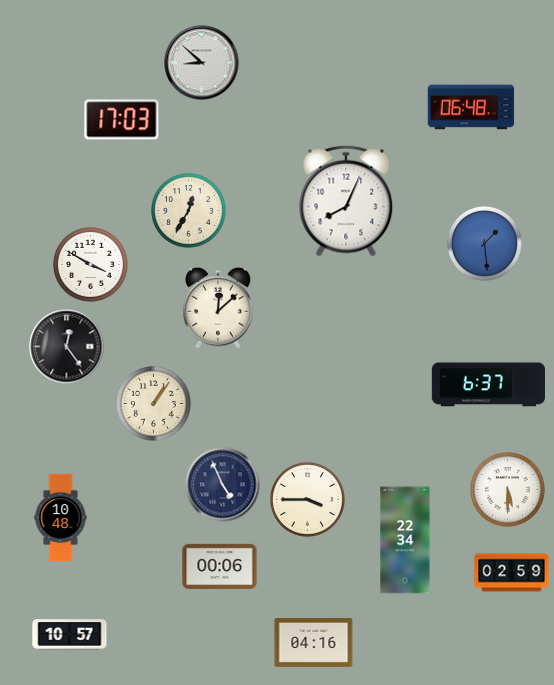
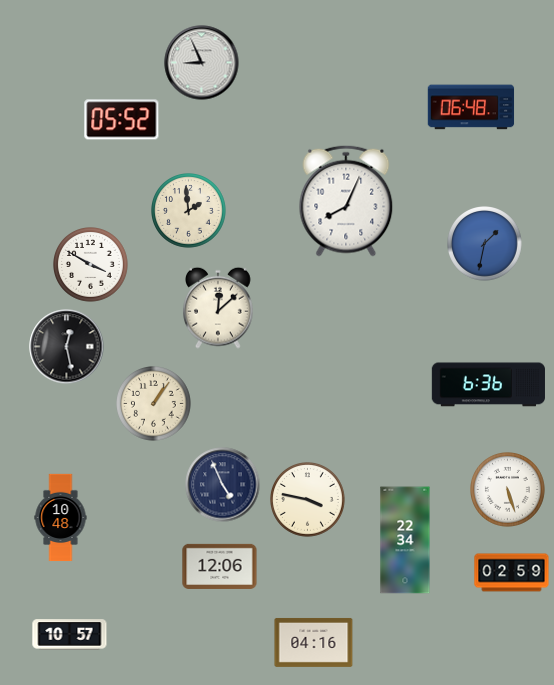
clock at (202, 63): 8:52 -> 8:56
clock at (122, 120): 17:03 -> 05:52
clock at (189, 211): 12:35 -> 1:59
clock at (485, 244): 1:29 -> 1:32
clock at (67, 347): 12:24 -> 12:28
clock at (488, 385): 6:37 -> 6:36
clock at (508, 490): 5:30 -> 5:27
clock at (308, 500): 3:45 -> 3:47
clock at (220, 566): 00:06 -> 12:06
